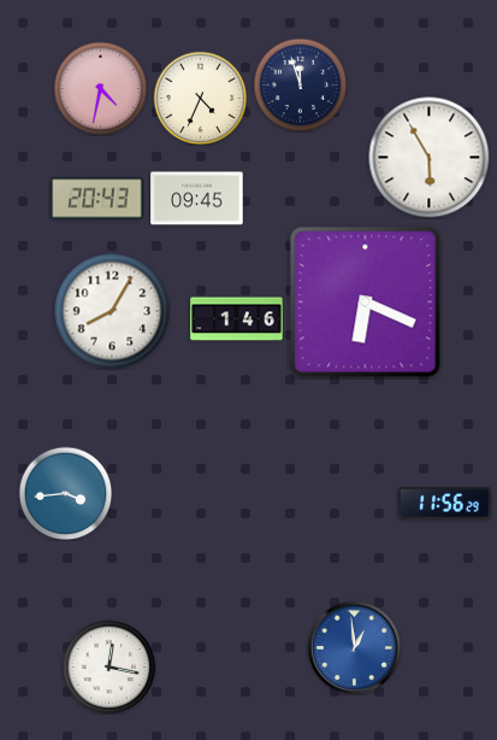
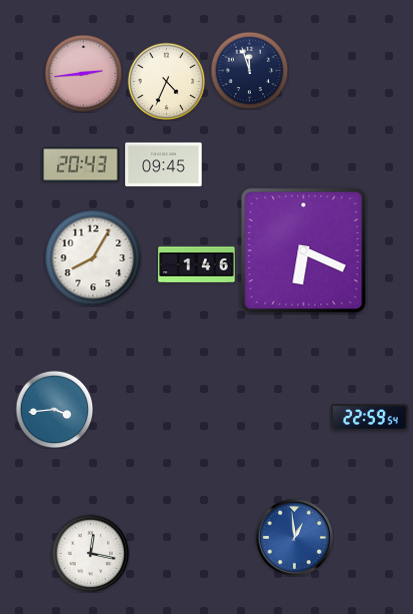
clock at (100, 88): 4:32 -> 2:44
clock at (430, 158): 5:55 -> none
clock at (445, 504): 11:56 -> 22:59
